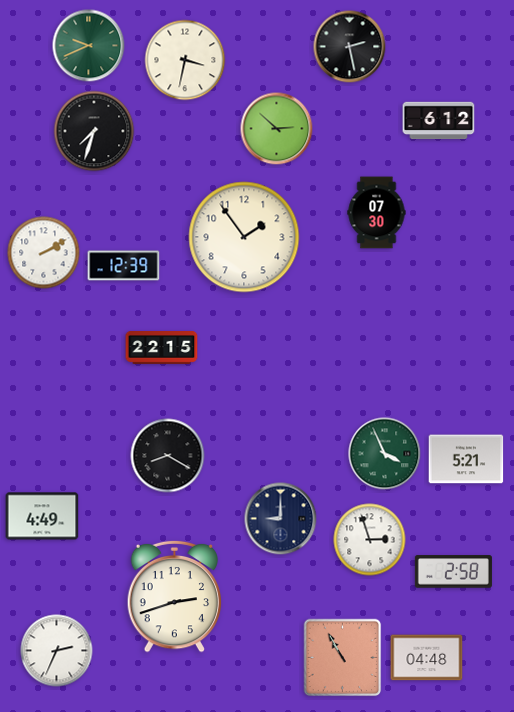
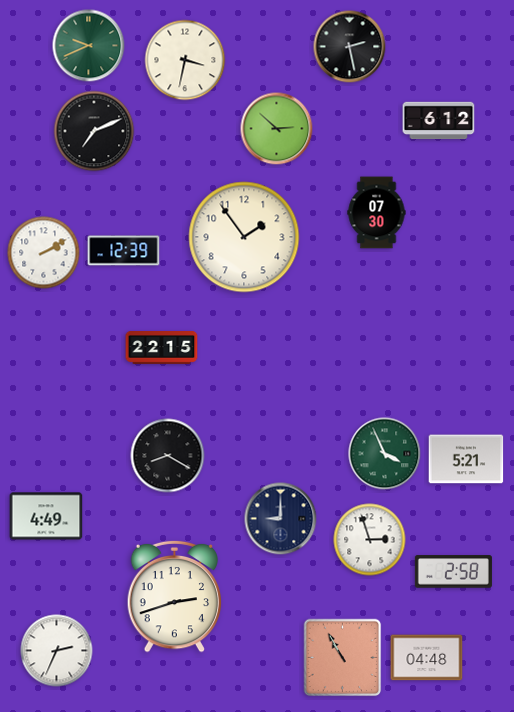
clock at (94, 131): 7:33 -> 7:11
clock at (124, 266) position: (124, 266) -> (124, 251)
clock at (42, 516) position: (42, 516) -> (46, 516)
